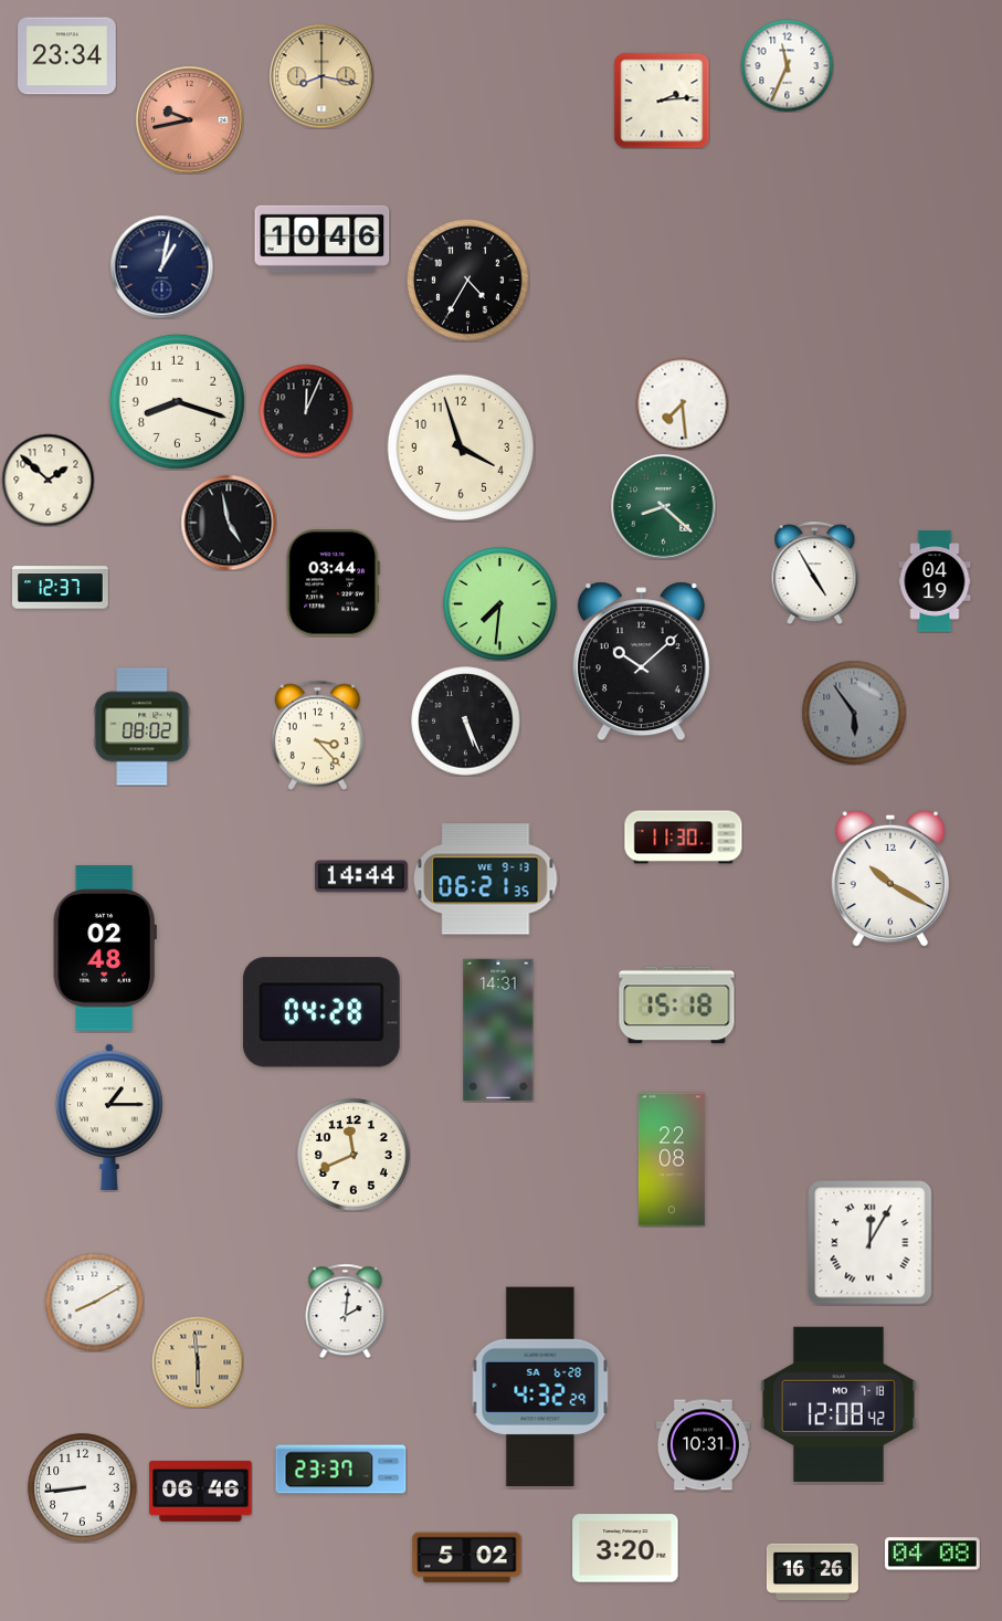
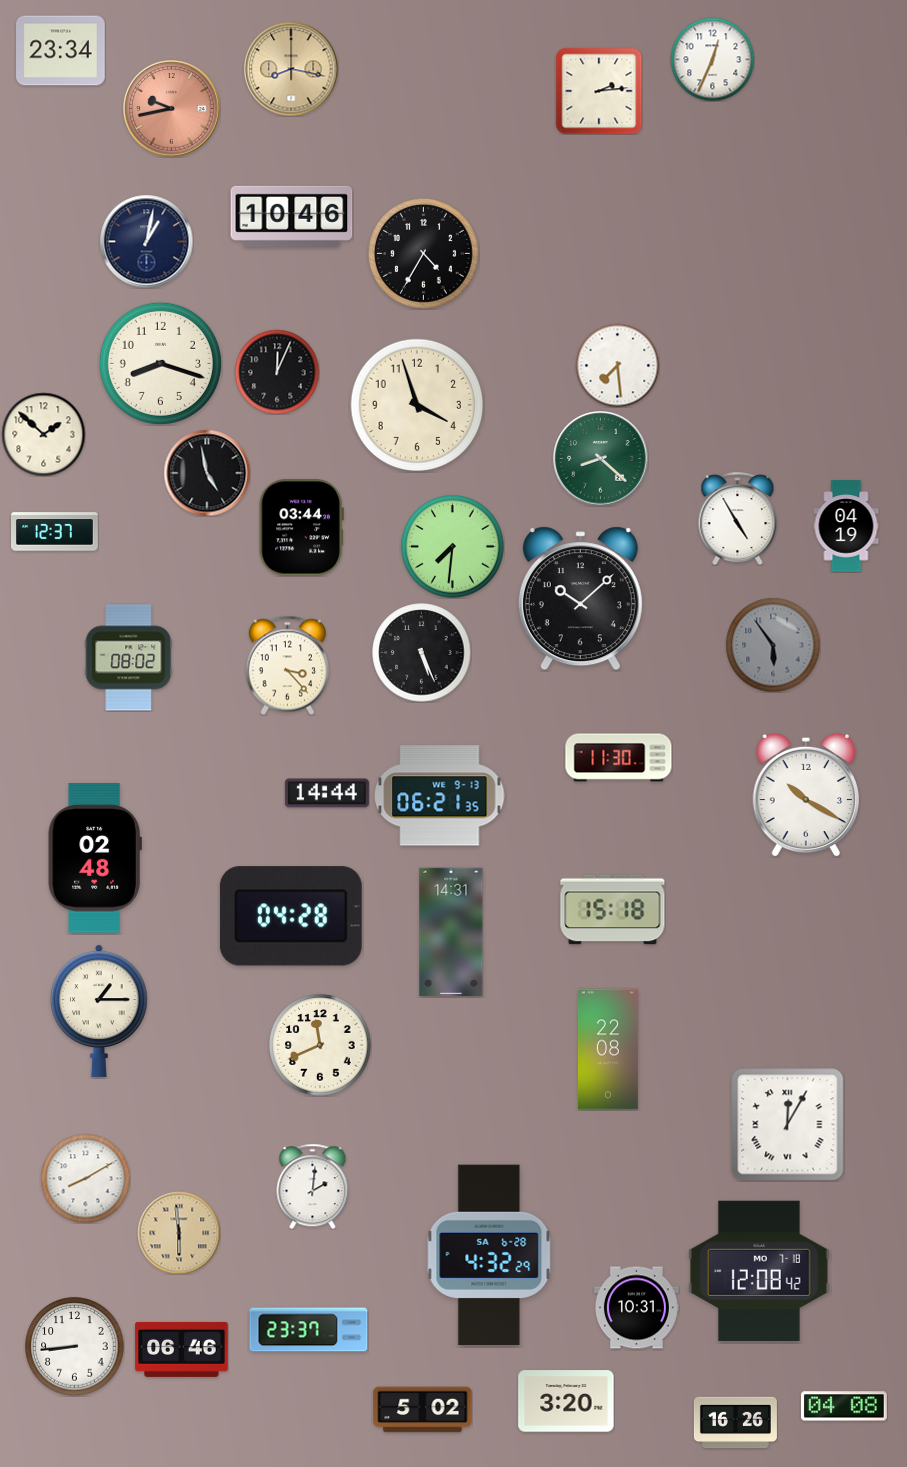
clock at (787, 65): 11:34 -> 12:34
